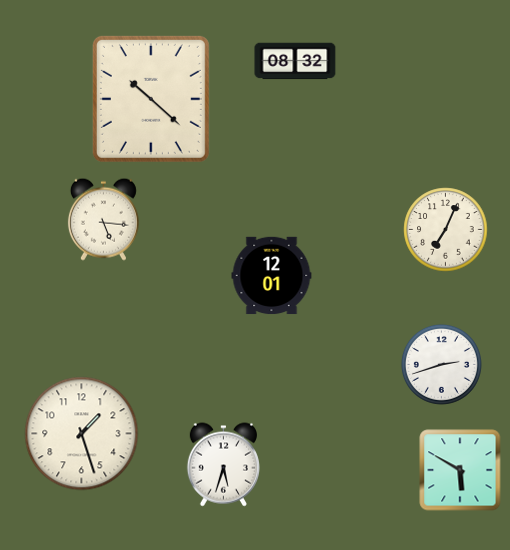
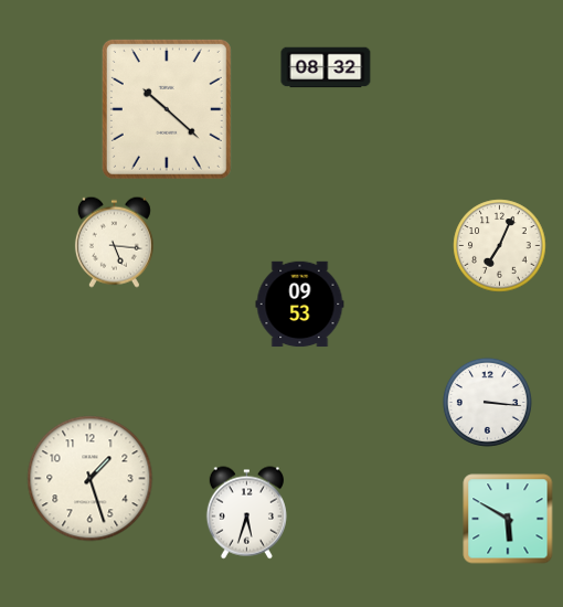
clock at (446, 230) position: (446, 230) -> (500, 246)
clock at (272, 276): 12:01 -> 09:53
clock at (441, 364): 2:42 -> 3:16
